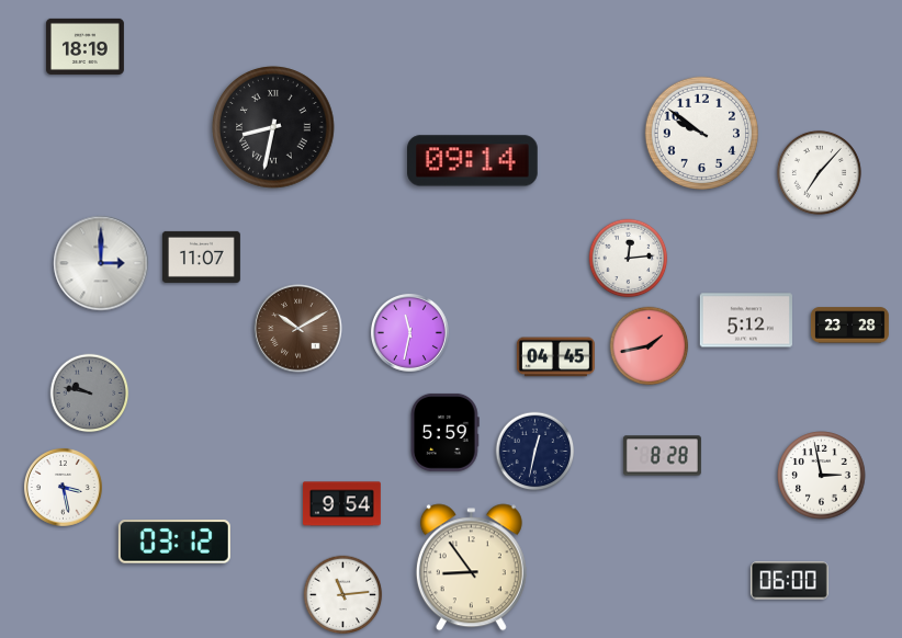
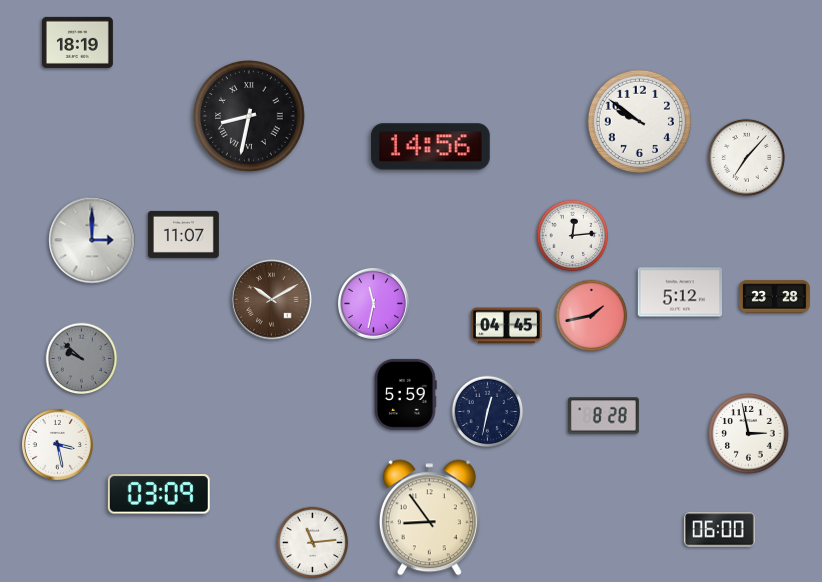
clock at (473, 161): 09:14 -> 14:56
clock at (90, 394): 9:47 -> 9:52
clock at (341, 504): 9:54 -> none
clock at (174, 542): 03:12 -> 03:09
